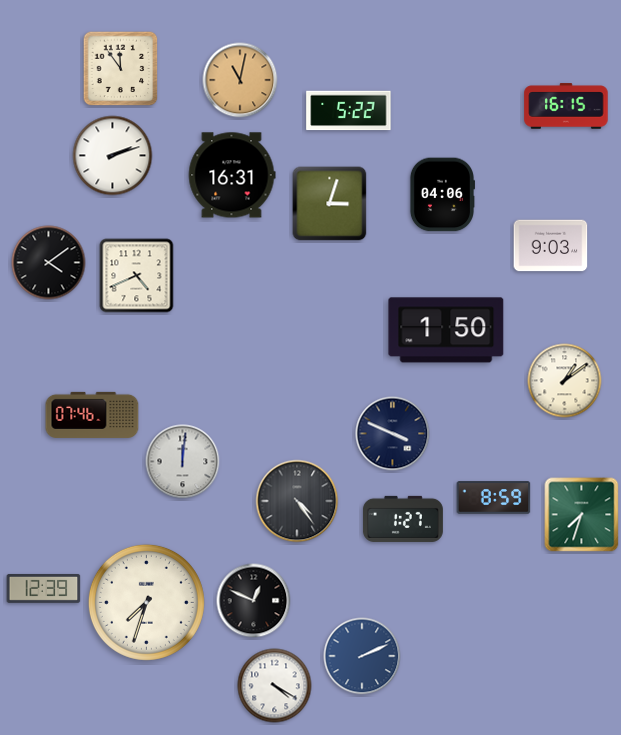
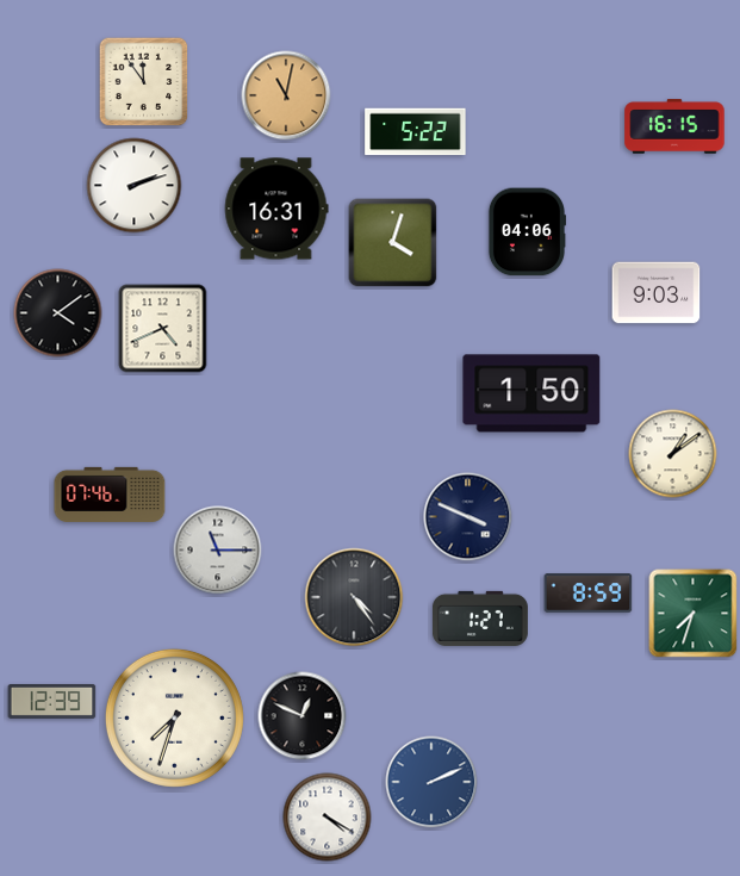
clock at (330, 204): 3:03 -> 4:03
clock at (183, 462): 12:01 -> 11:15
